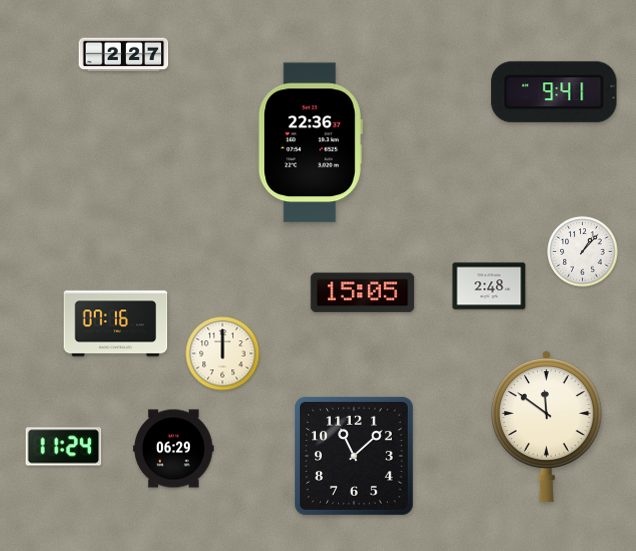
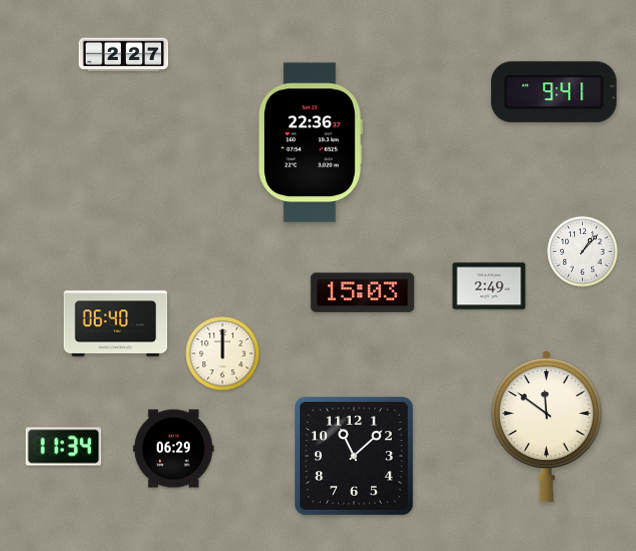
clock at (489, 286): 2:48 -> 2:49
clock at (363, 293): 15:05 -> 15:03
clock at (116, 324): 07:16 -> 06:40
clock at (64, 447): 11:24 -> 11:34
